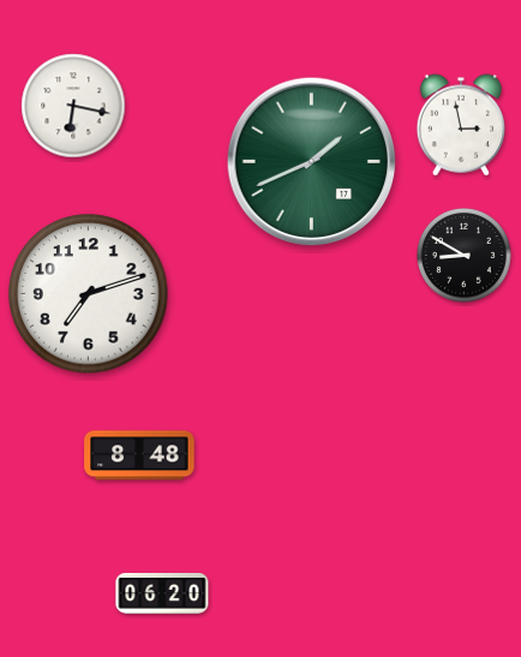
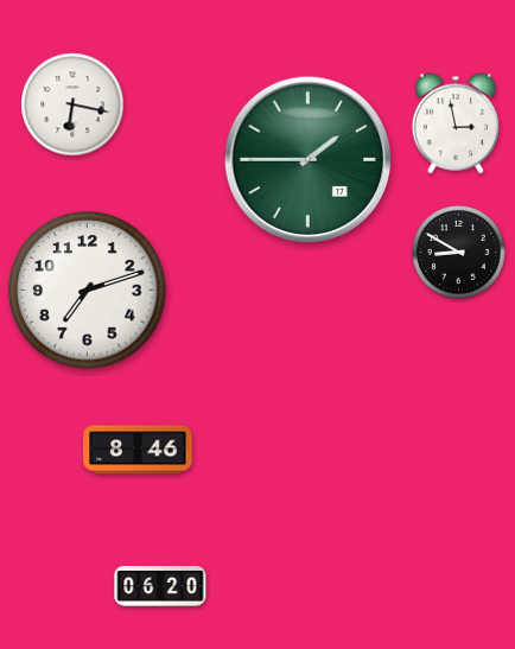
clock at (312, 162): 1:41 -> 1:45
clock at (139, 455): 8:48 -> 8:46
